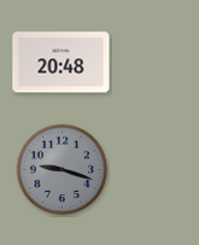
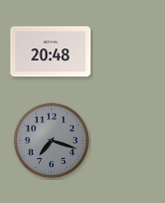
clock at (63, 170): 9:18 -> 7:18
